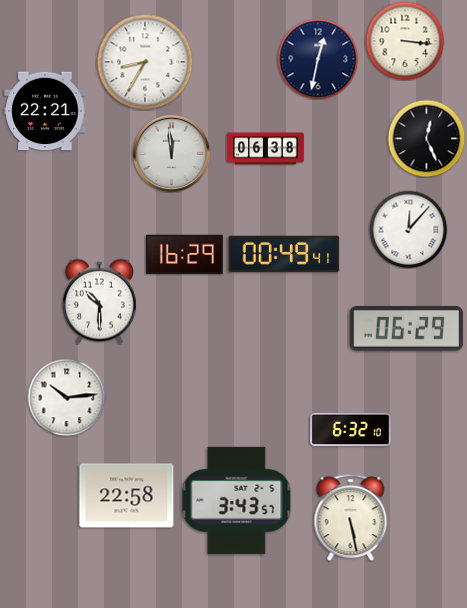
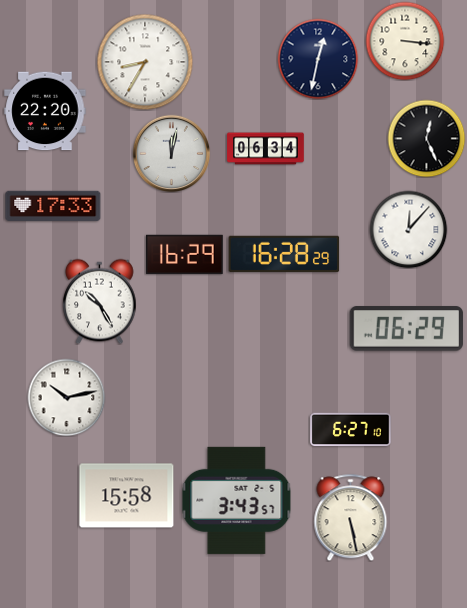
clock at (45, 111): 22:21 -> 22:20
clock at (266, 149): 06:38 -> 06:34
clock at (171, 153): 11:59 -> 12:02
clock at (53, 206): none -> 17:33
clock at (284, 254): 00:49 -> 16:28
clock at (100, 301): 10:30 -> 10:25
clock at (66, 397): 10:14 -> 10:13
clock at (351, 430): 6:32 -> 6:27
clock at (127, 496): 22:58 -> 15:58
